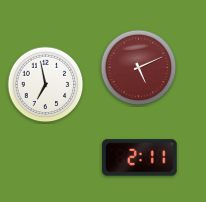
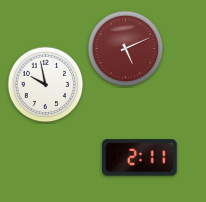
clock at (139, 68) position: (139, 68) -> (126, 49)
clock at (46, 85): 6:58 -> 9:58
